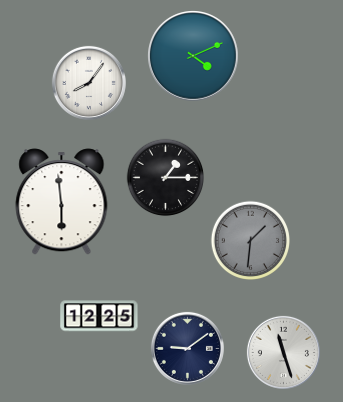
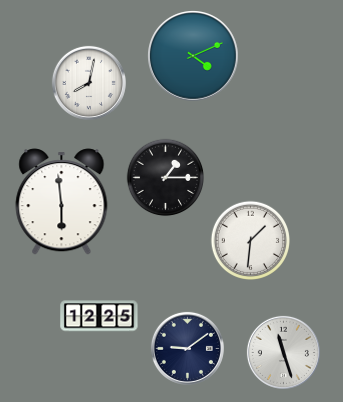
clock at (89, 83): 8:06 -> 8:02
clock at (250, 240) dial: grey -> white
